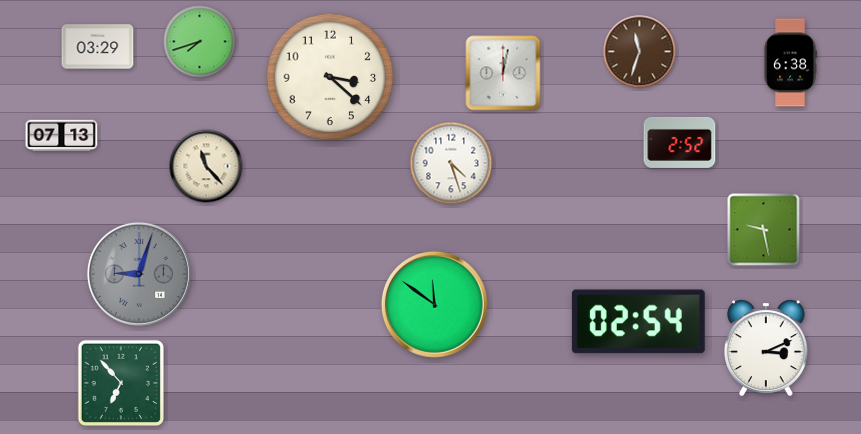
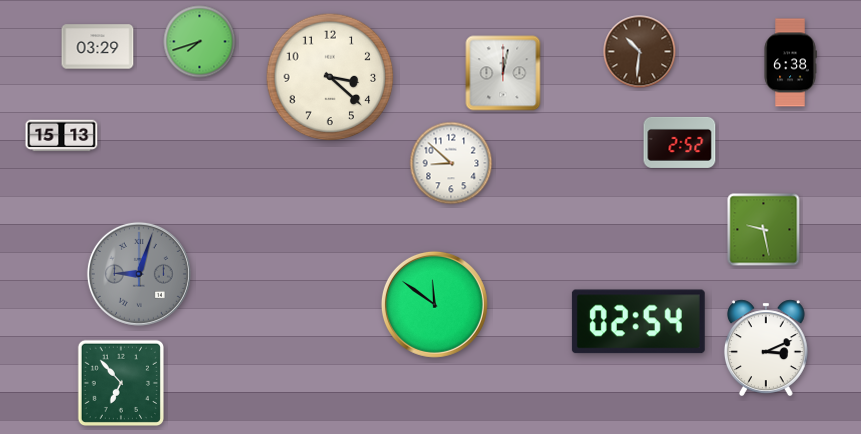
clock at (640, 52): 11:33 -> 10:31
clock at (62, 136): 07:13 -> 15:13
clock at (451, 163): 4:27 -> 8:52
clock at (206, 166): 11:23 -> none
